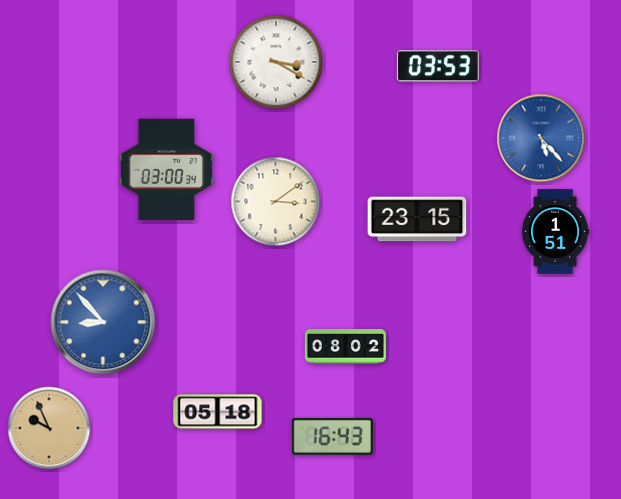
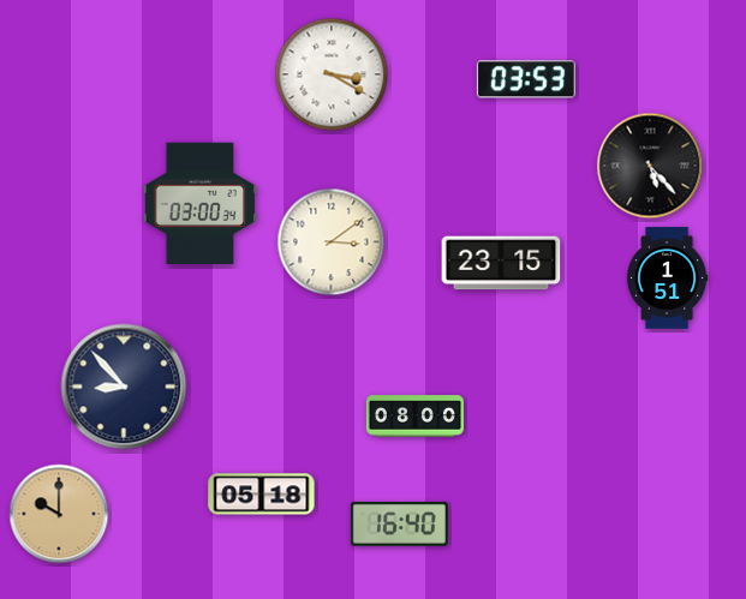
clock at (541, 138) dial: blue -> black
clock at (103, 322) dial: blue -> navy
clock at (345, 347): 08:02 -> 08:00
clock at (49, 428): 9:56 -> 10:00
clock at (332, 436): 16:43 -> 16:40
